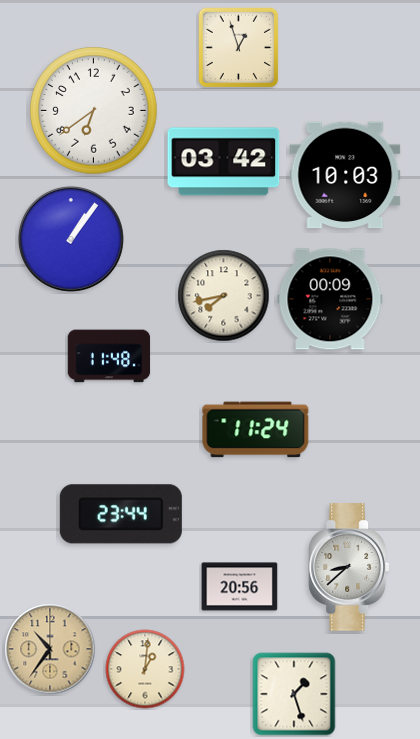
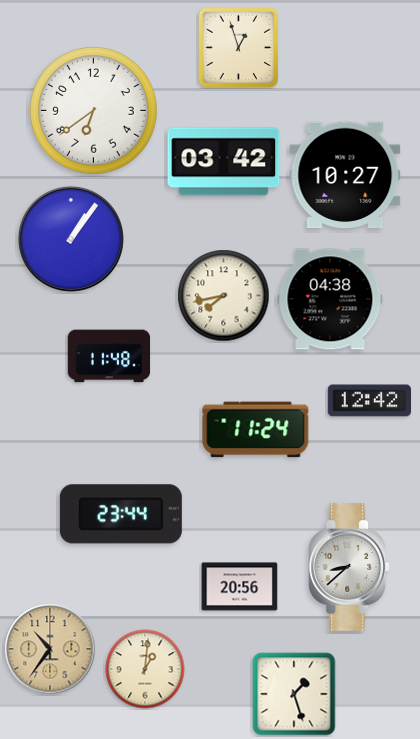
clock at (345, 175): 10:03 -> 10:27
clock at (330, 299): 00:09 -> 04:38
clock at (369, 401): none -> 12:42
